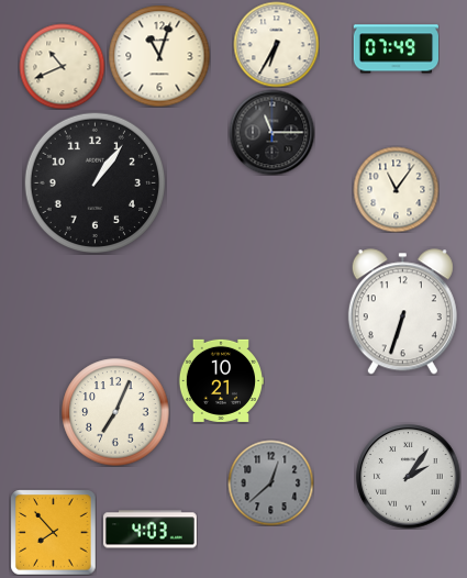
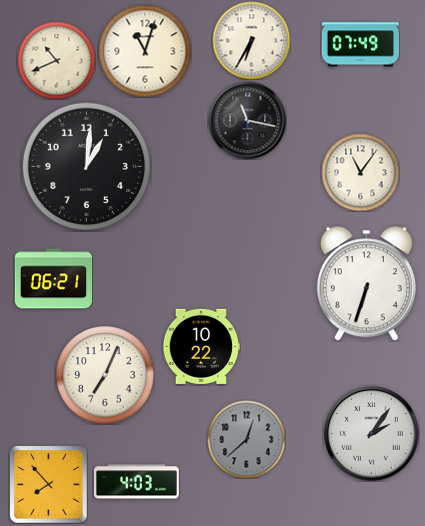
clock at (271, 132): 11:15 -> 11:17
clock at (94, 182): 1:06 -> 1:01
clock at (53, 279): none -> 06:21
clock at (221, 380): 10:21 -> 10:22
